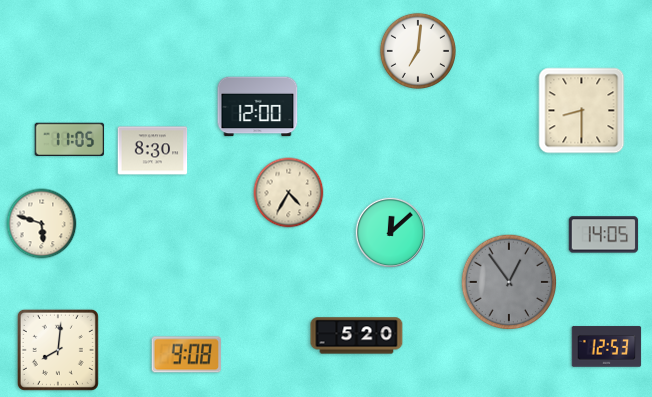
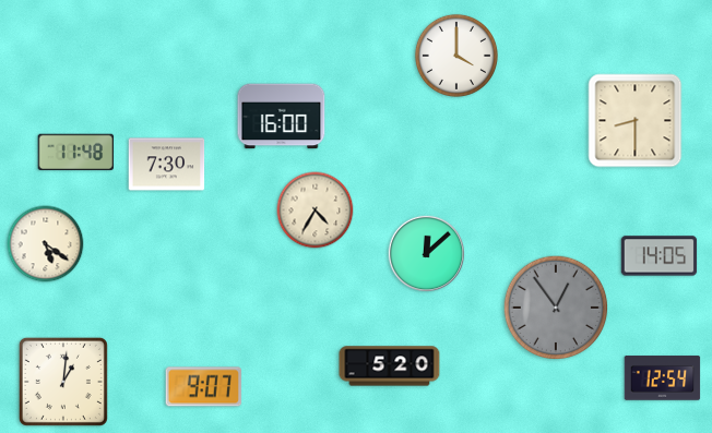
clock at (418, 51): 7:01 -> 4:00
clock at (258, 107): 12:00 -> 16:00
clock at (70, 140): 11:05 -> 11:48
clock at (153, 151): 8:30 -> 7:30
clock at (42, 224): 5:48 -> 5:21
clock at (607, 347): 12:53 -> 12:54
clock at (58, 350): 8:01 -> 1:01
clock at (186, 355): 9:08 -> 9:07
